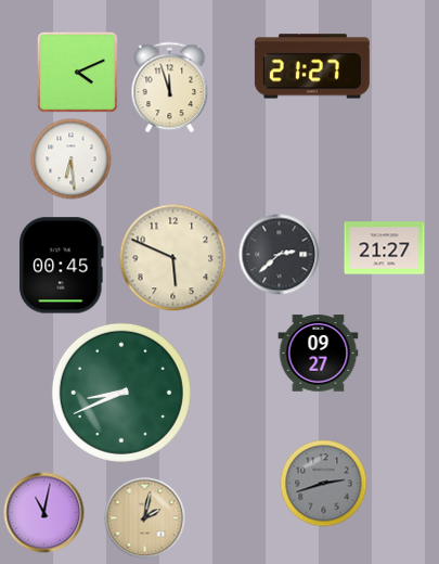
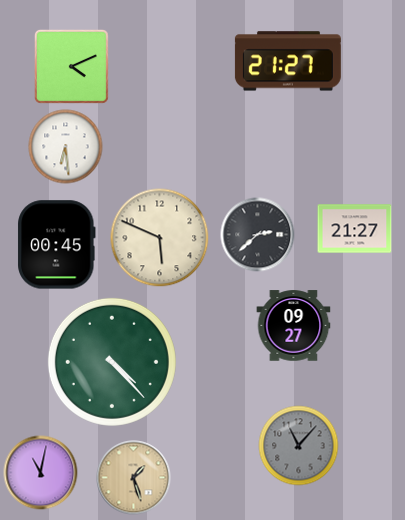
clock at (170, 88): 11:57 -> none
clock at (121, 393): 8:41 -> 4:23
clock at (324, 484): 2:42 -> 11:07
clock at (145, 518): 2:02 -> 1:27
